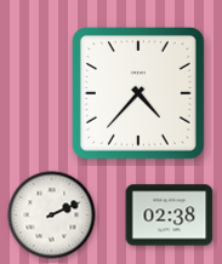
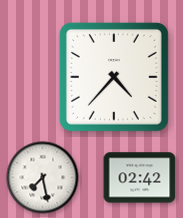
clock at (52, 216): 2:11 -> 7:28
clock at (170, 216): 02:38 -> 02:42
